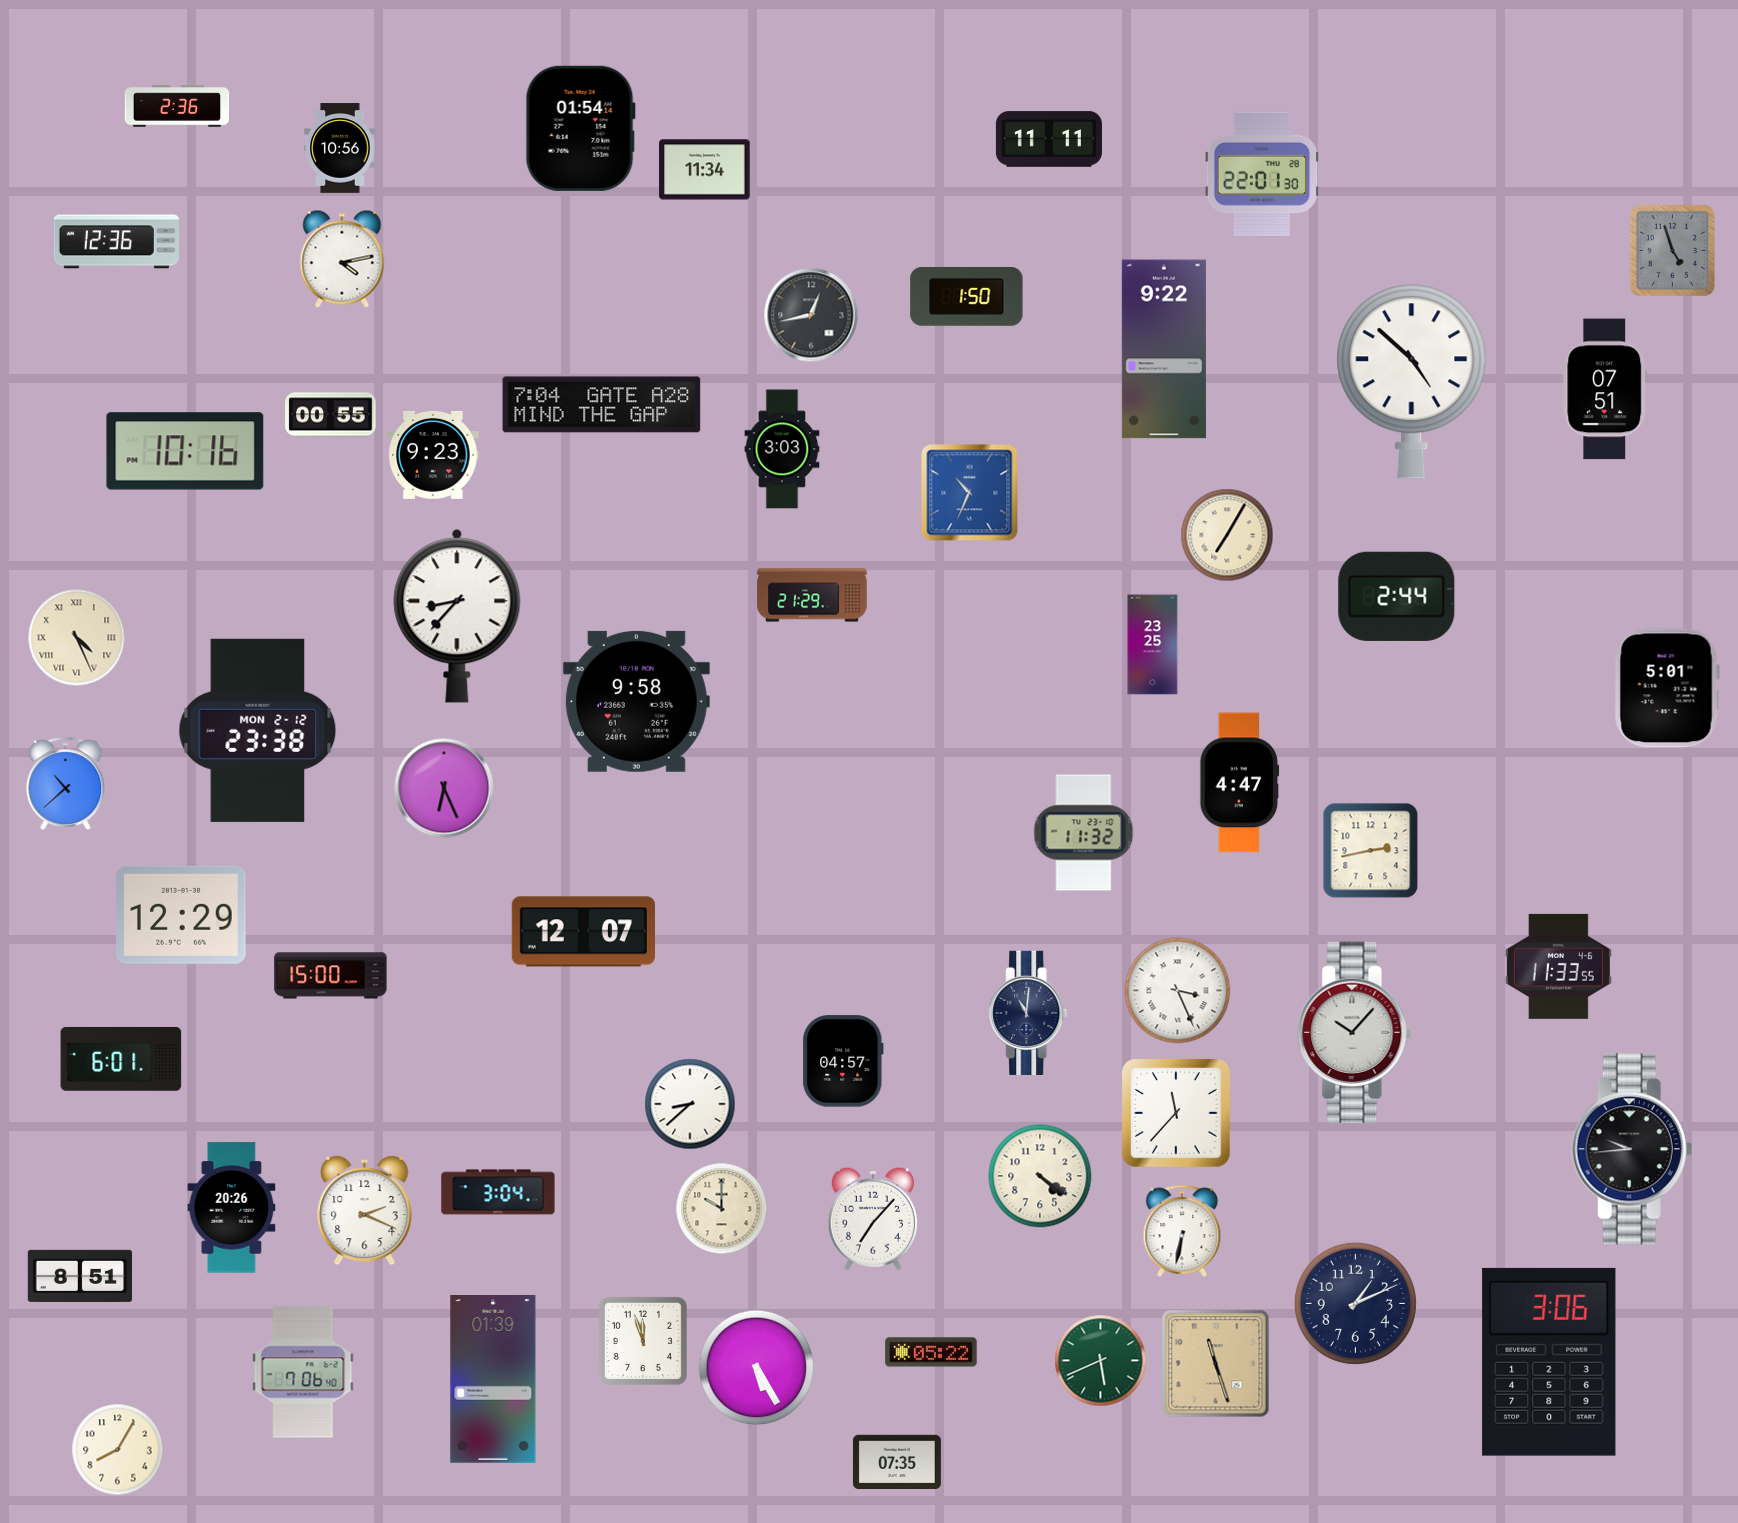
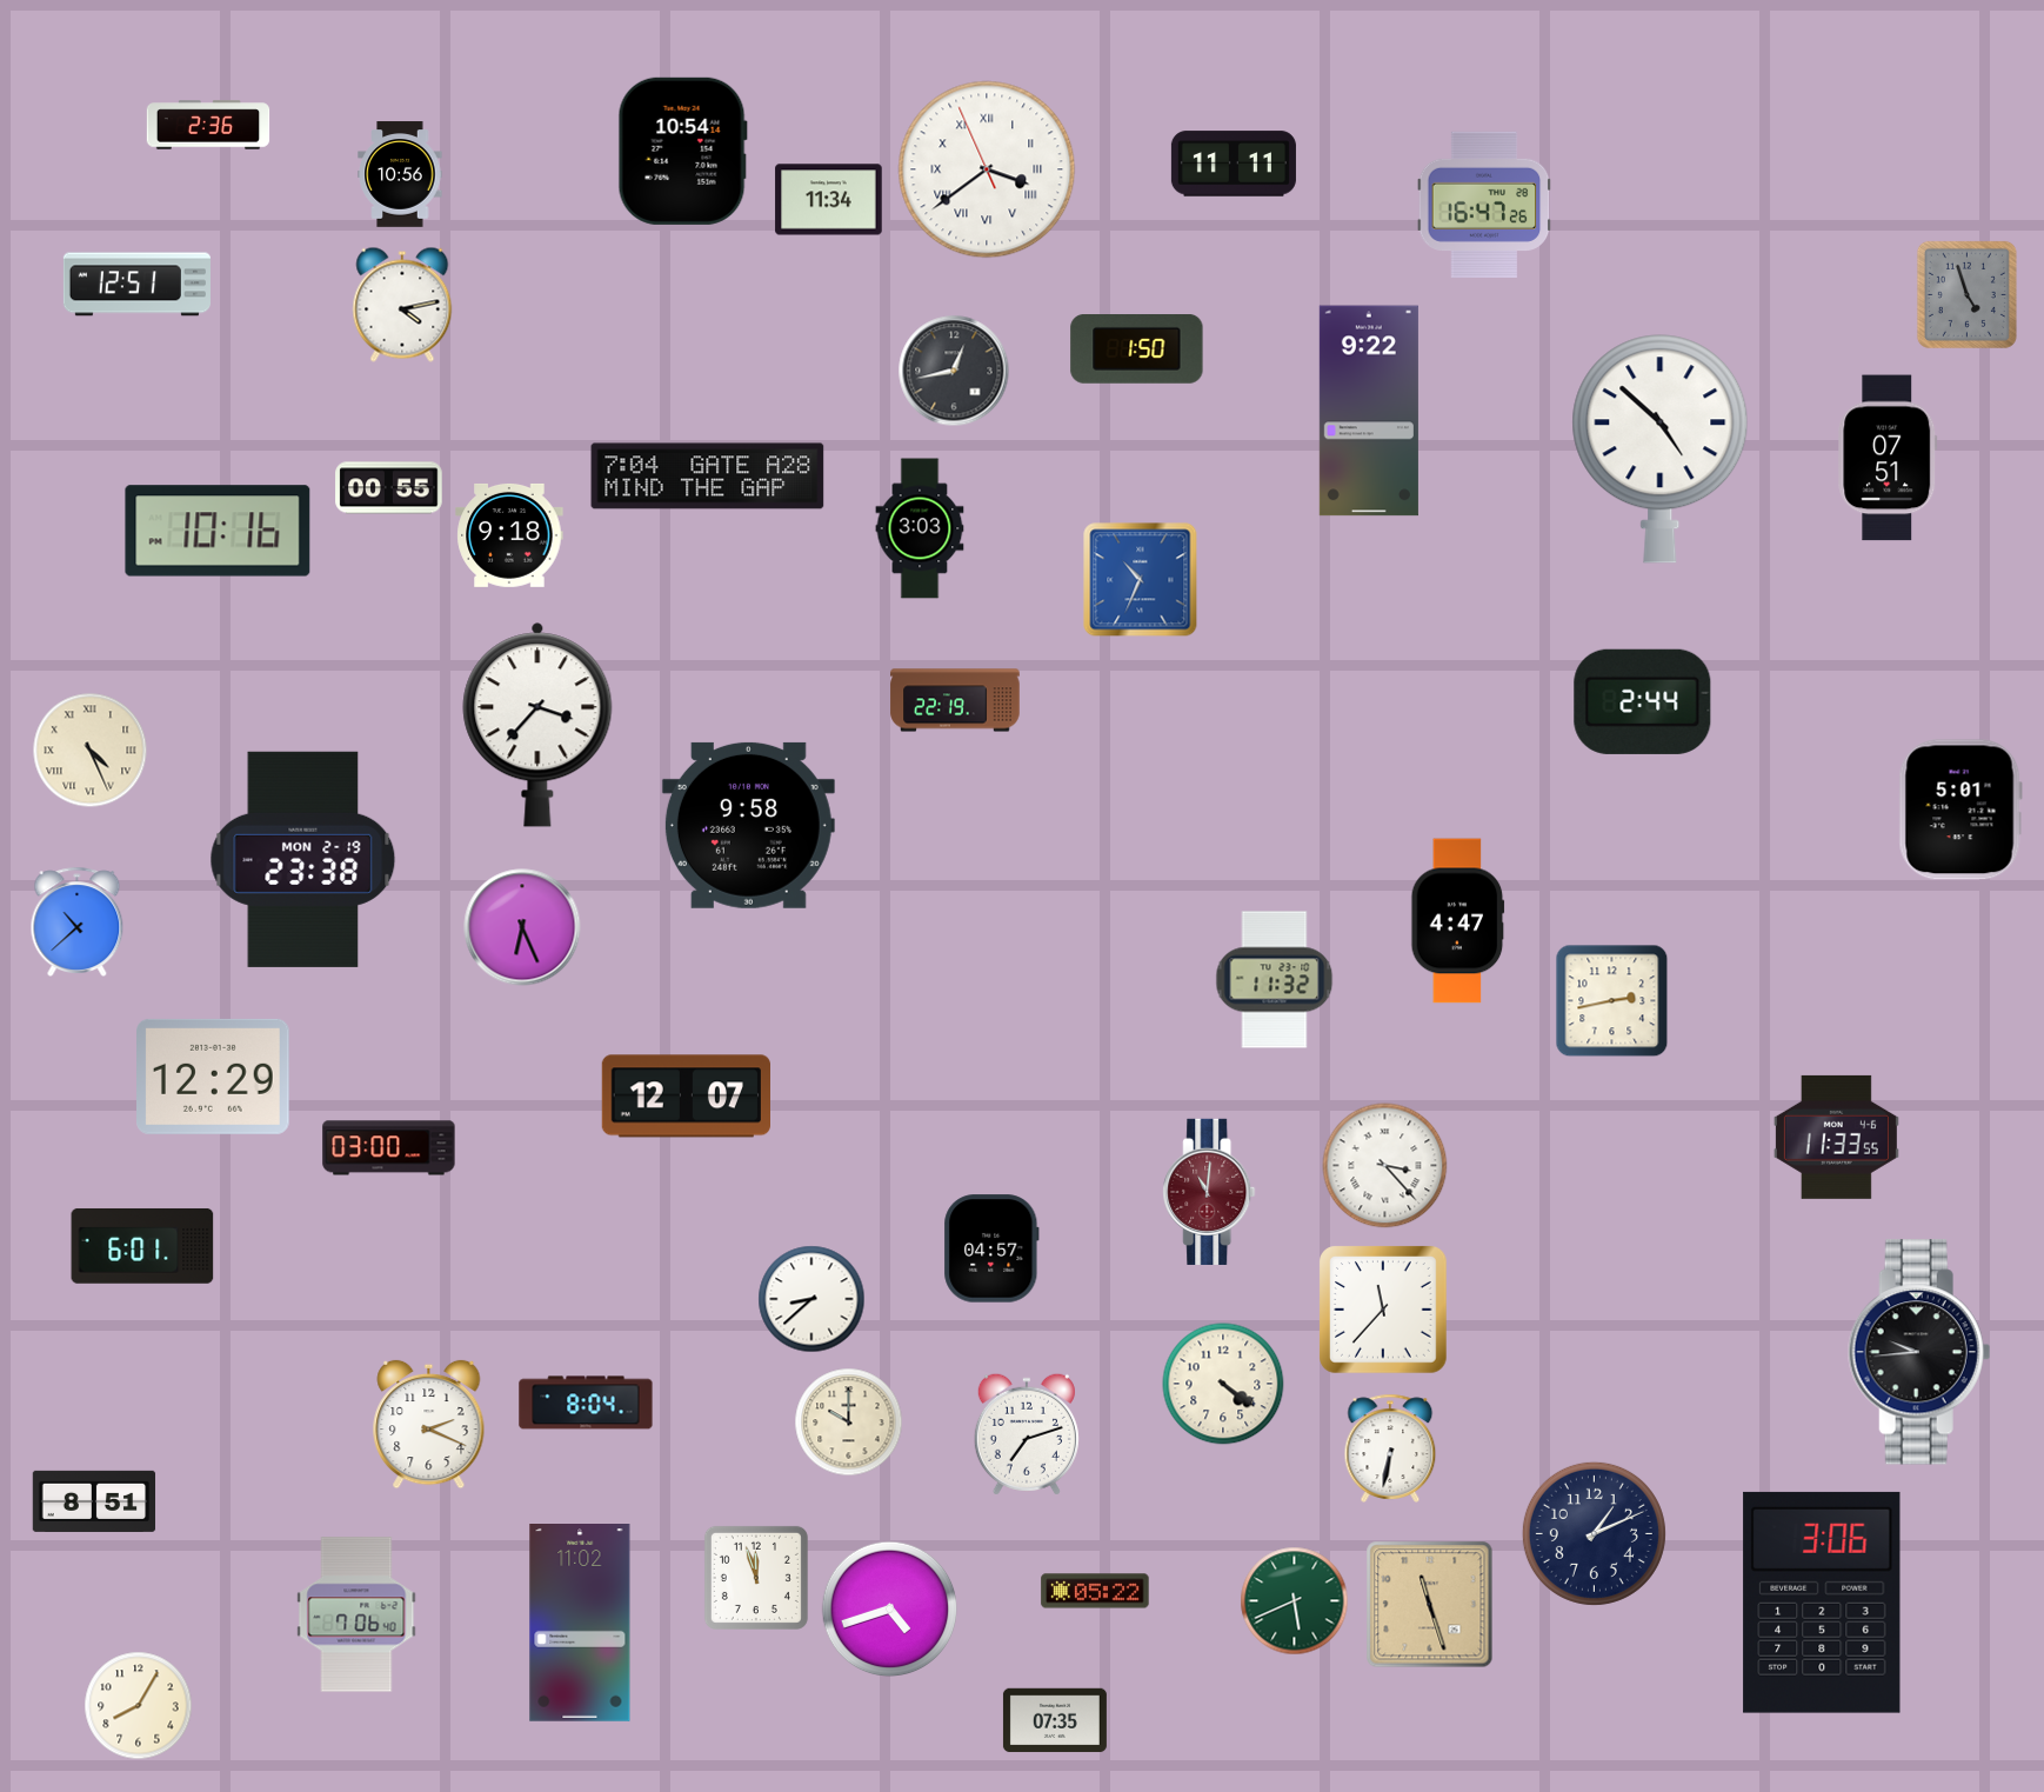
clock at (580, 128): 01:54 -> 10:54
clock at (987, 169): none -> 3:38
clock at (1262, 174): 22:01 -> 16:47
clock at (116, 242): 12:36 -> 12:51
clock at (433, 455): 9:23 -> 9:18
clock at (1227, 535): 7:05 -> none
clock at (812, 595): 21:29 -> 22:19
clock at (457, 616): 8:37 -> 3:37
clock at (1153, 645): 23:25 -> none
clock at (258, 730) date: MON 2-12 -> MON 2-19
clock at (1558, 966) position: (1558, 966) -> (1836, 1137)
clock at (331, 976): 15:00 -> 03:00
clock at (1178, 991): 3:26 -> 3:23
clock at (1028, 1013) dial: navy -> burgundy
clock at (1355, 1032): 10:07 -> none
clock at (498, 1192): 3:04 -> 8:04
clock at (232, 1208): 20:26 -> none
clock at (873, 1219): 7:07 -> 7:12
clock at (757, 1368): 5:25 -> 4:42
clock at (493, 1380): 01:39 -> 11:02
